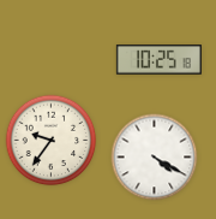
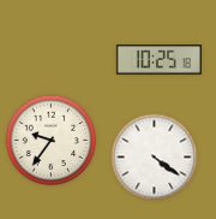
clock at (155, 158): 4:20 -> 4:21
